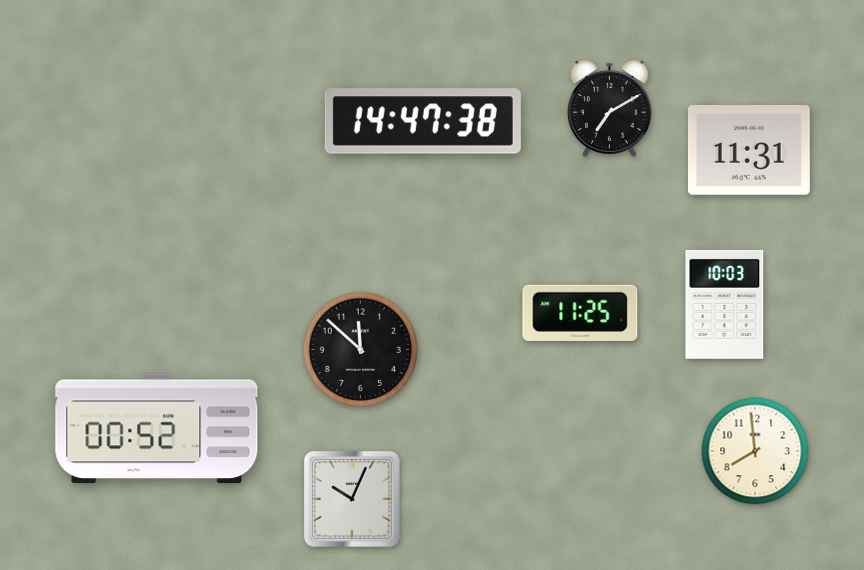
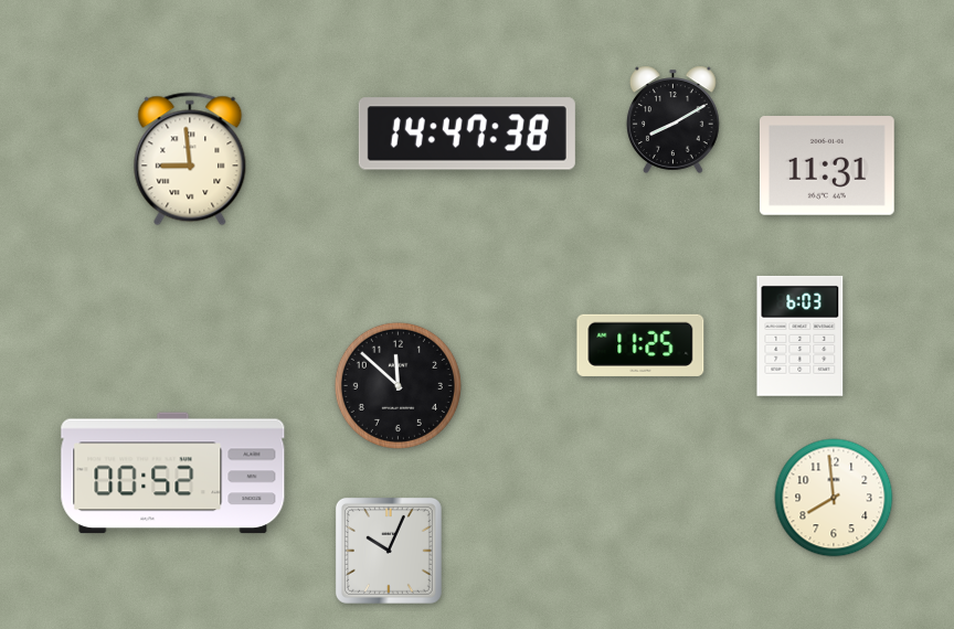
clock at (610, 108): 7:10 -> 8:10
clock at (190, 159): none -> 8:59
clock at (725, 304): 10:03 -> 6:03
